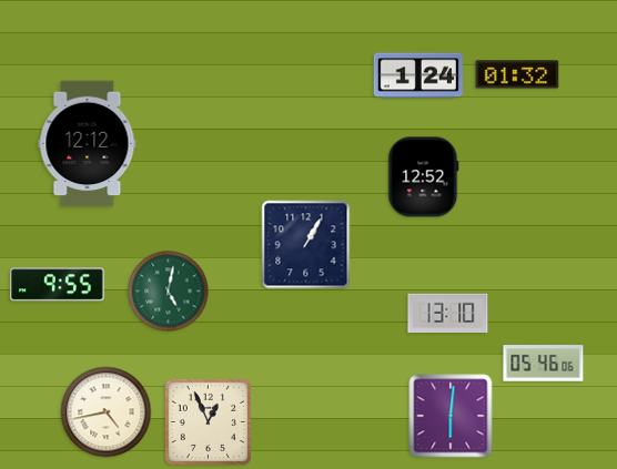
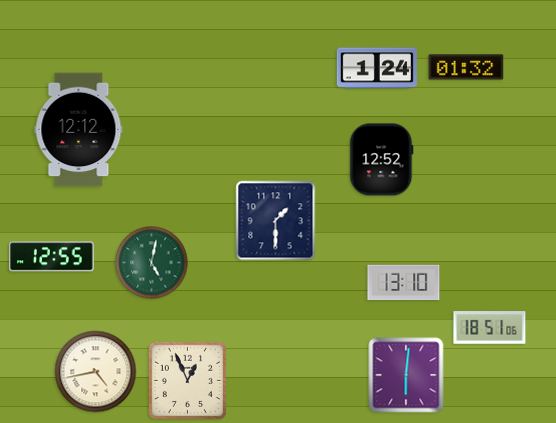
clock at (306, 245): 1:05 -> 1:30
clock at (58, 285): 9:55 -> 12:55
clock at (544, 364): 05:46 -> 18:51
